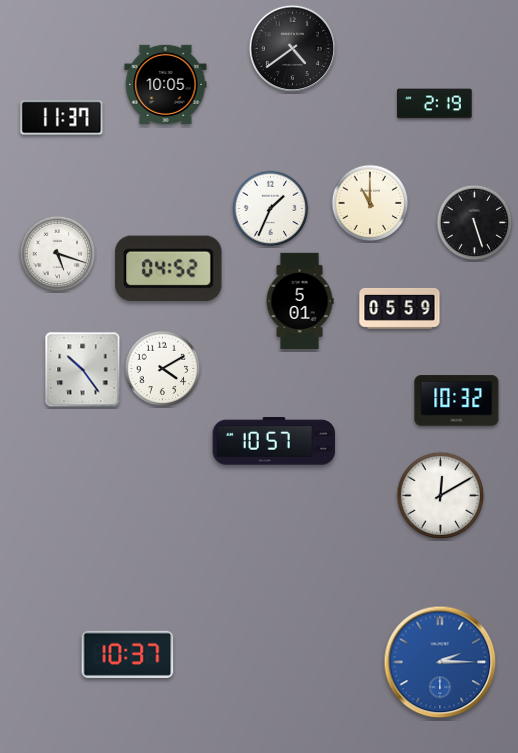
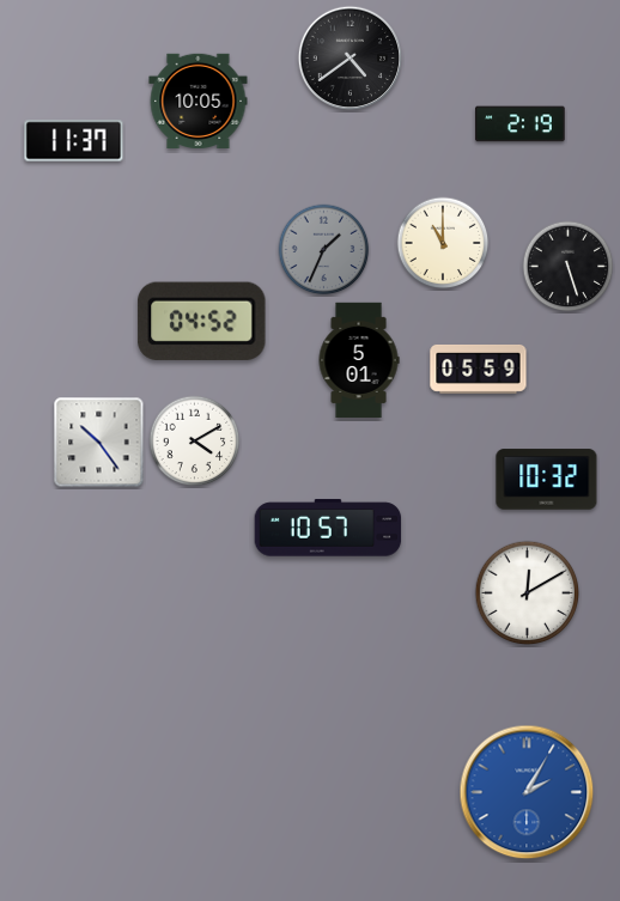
clock at (271, 209) dial: white -> grey
clock at (58, 254): 5:18 -> none
clock at (128, 654): 10:37 -> none
clock at (440, 662): 2:15 -> 2:05
